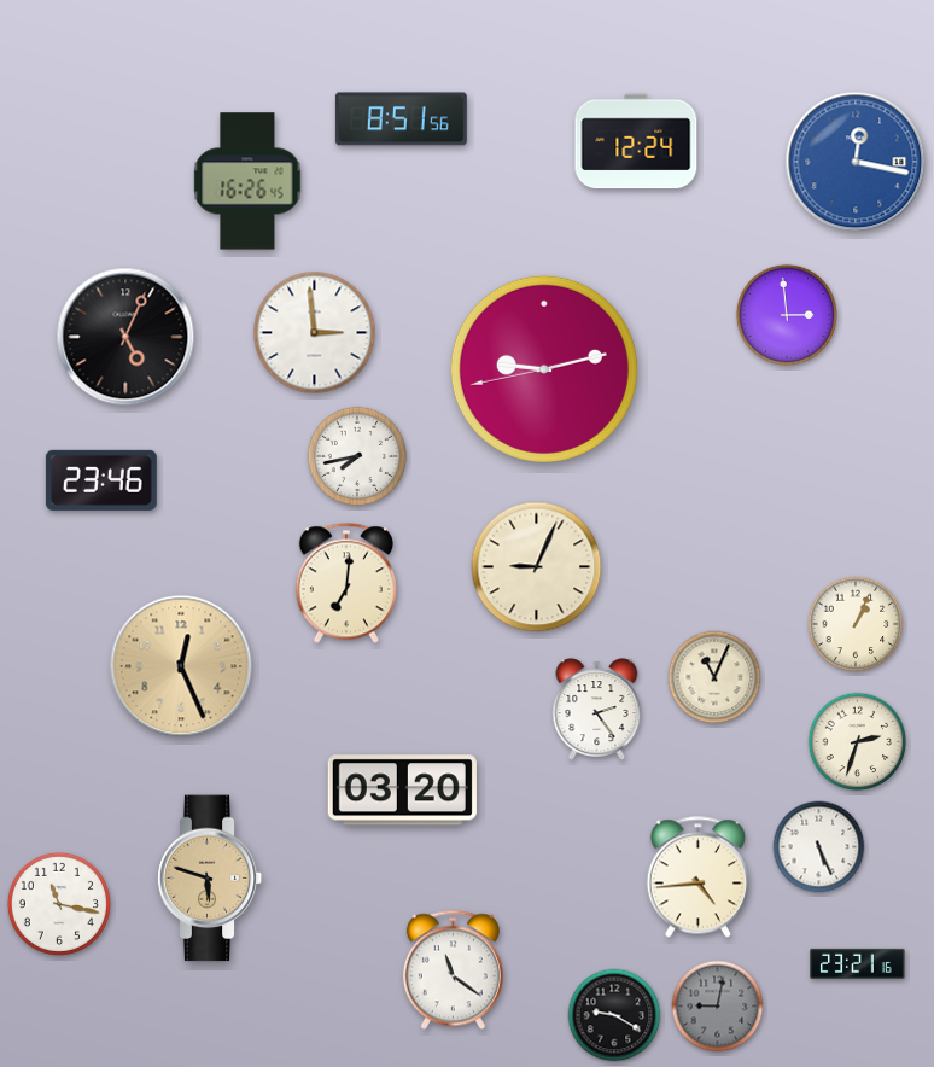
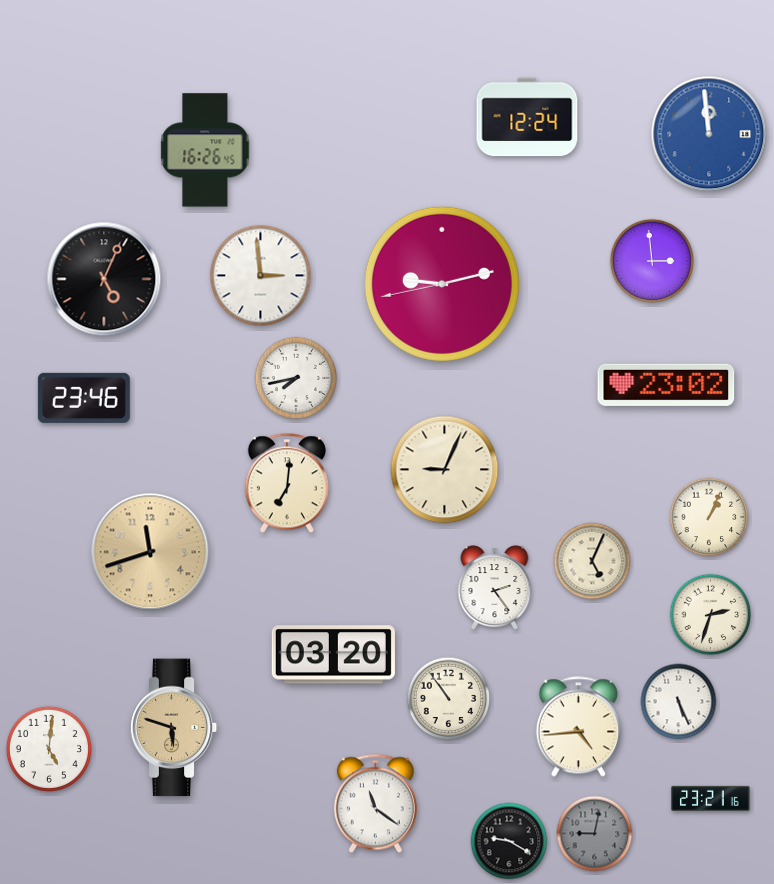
clock at (401, 119): 8:51 -> none
clock at (856, 162): 12:17 -> 11:59
clock at (544, 369) position: (544, 369) -> (442, 284)
clock at (666, 385): none -> 23:02
clock at (181, 666): 12:26 -> 11:42
clock at (714, 677): 11:04 -> 5:04
clock at (449, 699): none -> 10:54
clock at (59, 904): 11:17 -> 5:01
